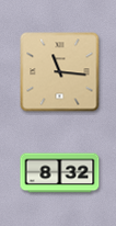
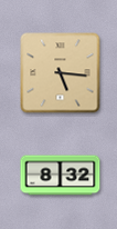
clock at (60, 72): 11:16 -> 5:16
